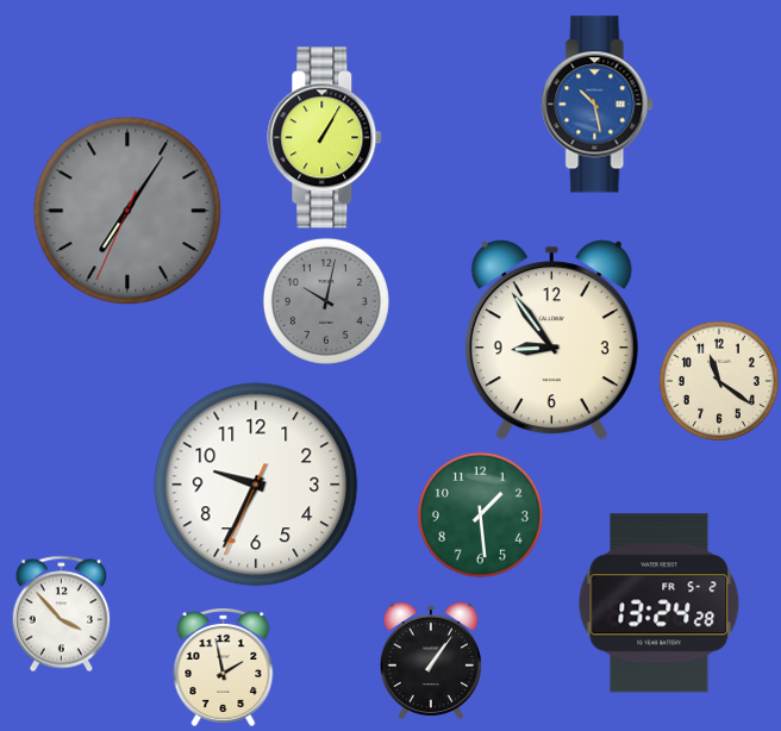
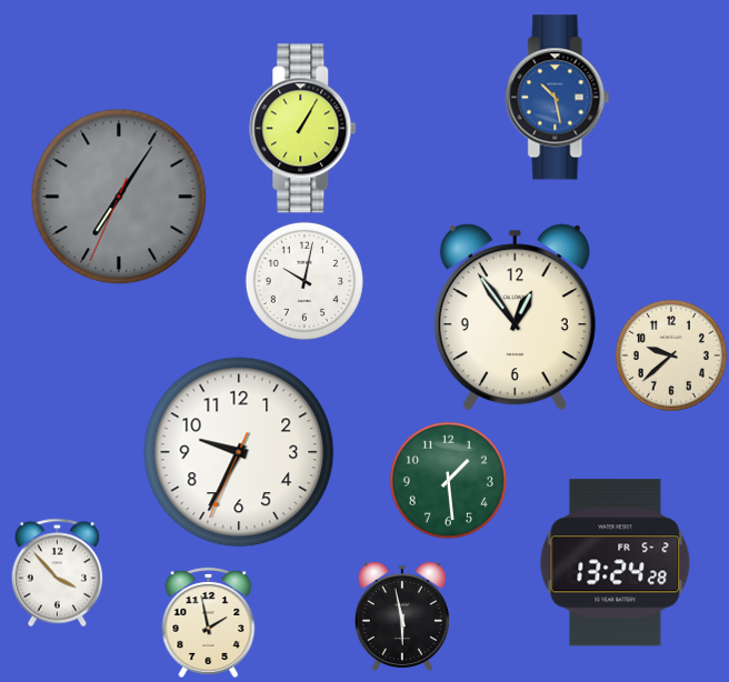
clock at (326, 301) dial: grey -> white
clock at (551, 340): 8:54 -> 12:54
clock at (719, 381): 11:21 -> 9:38
clock at (431, 661): 1:06 -> 5:58
